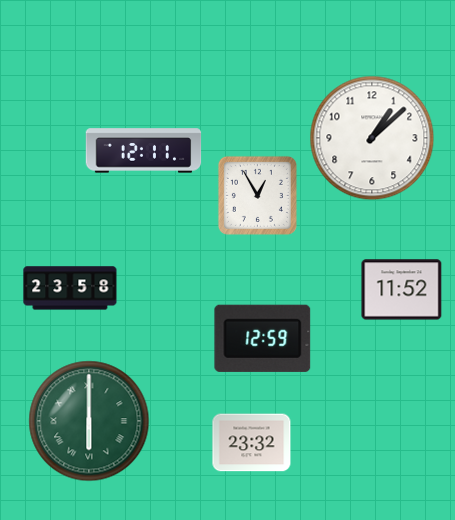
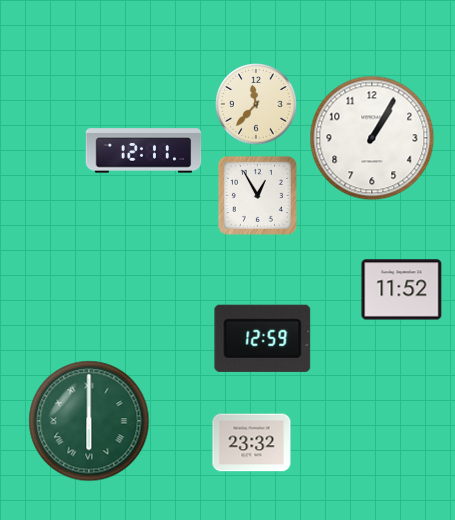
clock at (256, 104): none -> 11:37
clock at (372, 138): 1:08 -> 1:05
clock at (70, 288): 23:58 -> none
